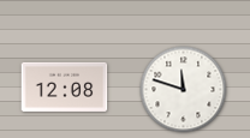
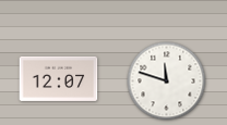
clock at (65, 86): 12:08 -> 12:07
